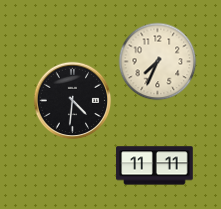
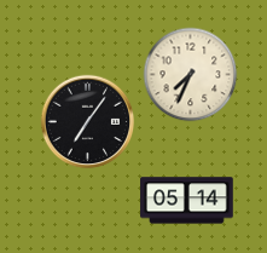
clock at (72, 100): 4:31 -> 7:06
clock at (155, 166): 11:11 -> 05:14
